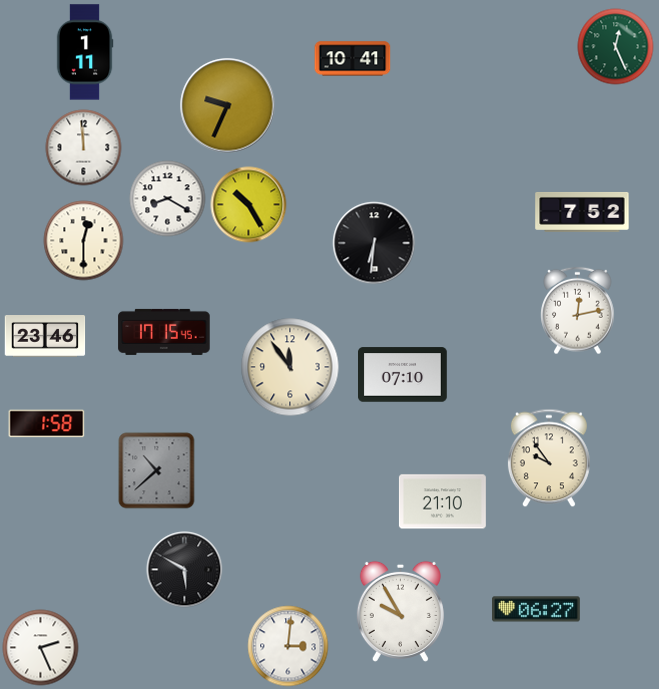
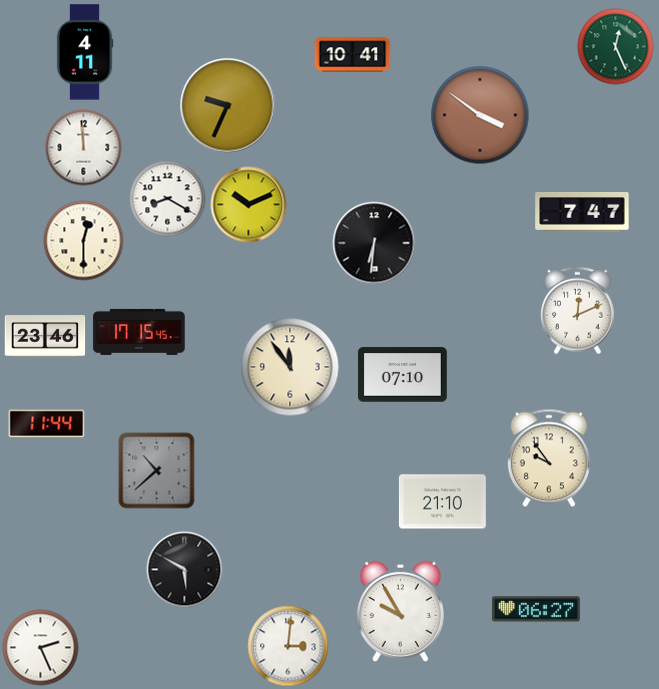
clock at (85, 52): 1:11 -> 4:11
clock at (353, 59) position: (353, 59) -> (353, 55)
clock at (480, 115): none -> 3:51
clock at (249, 205): 10:25 -> 10:11
clock at (582, 212): 7:52 -> 7:47
clock at (578, 311): 12:13 -> 12:11
clock at (164, 332) position: (164, 332) -> (139, 332)
clock at (47, 424): 1:58 -> 11:44
